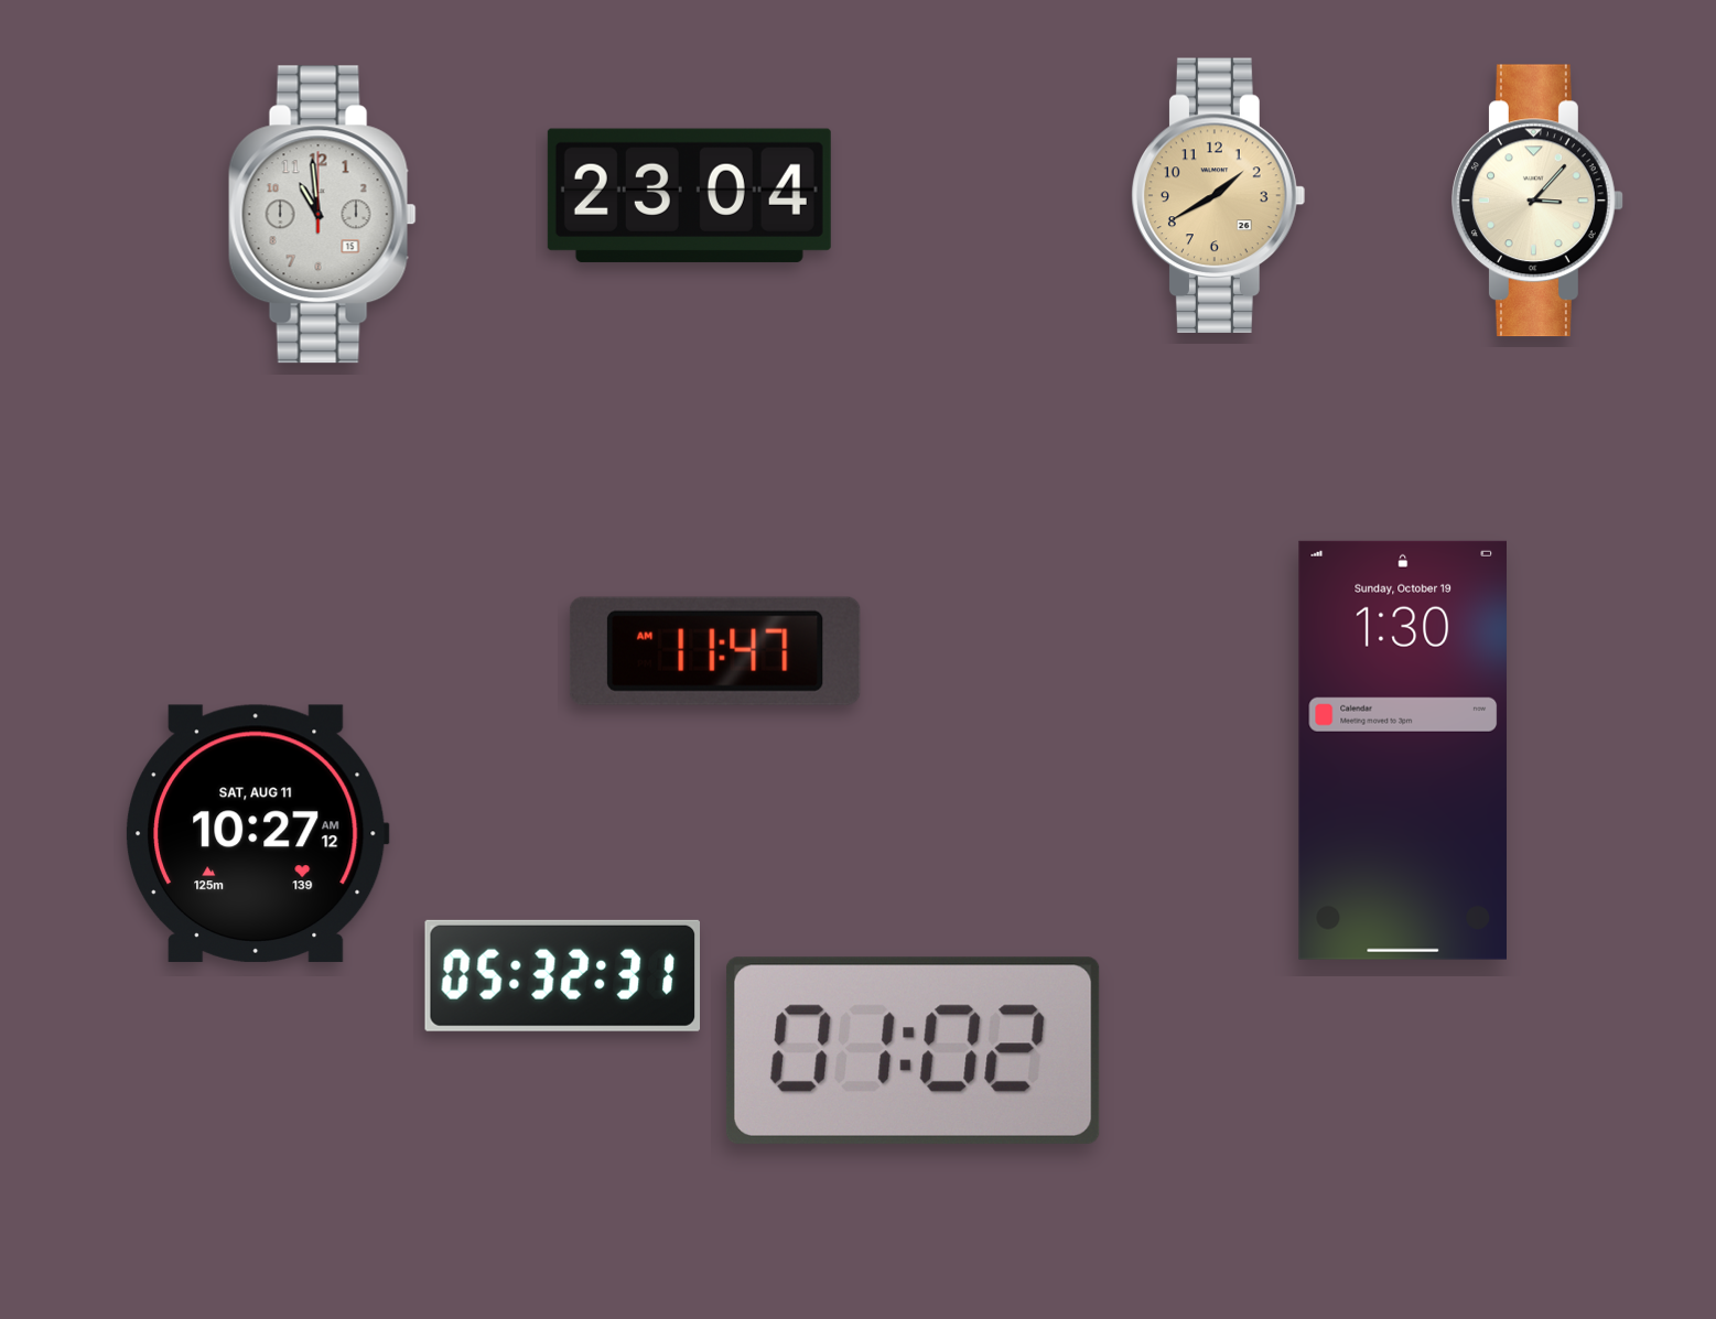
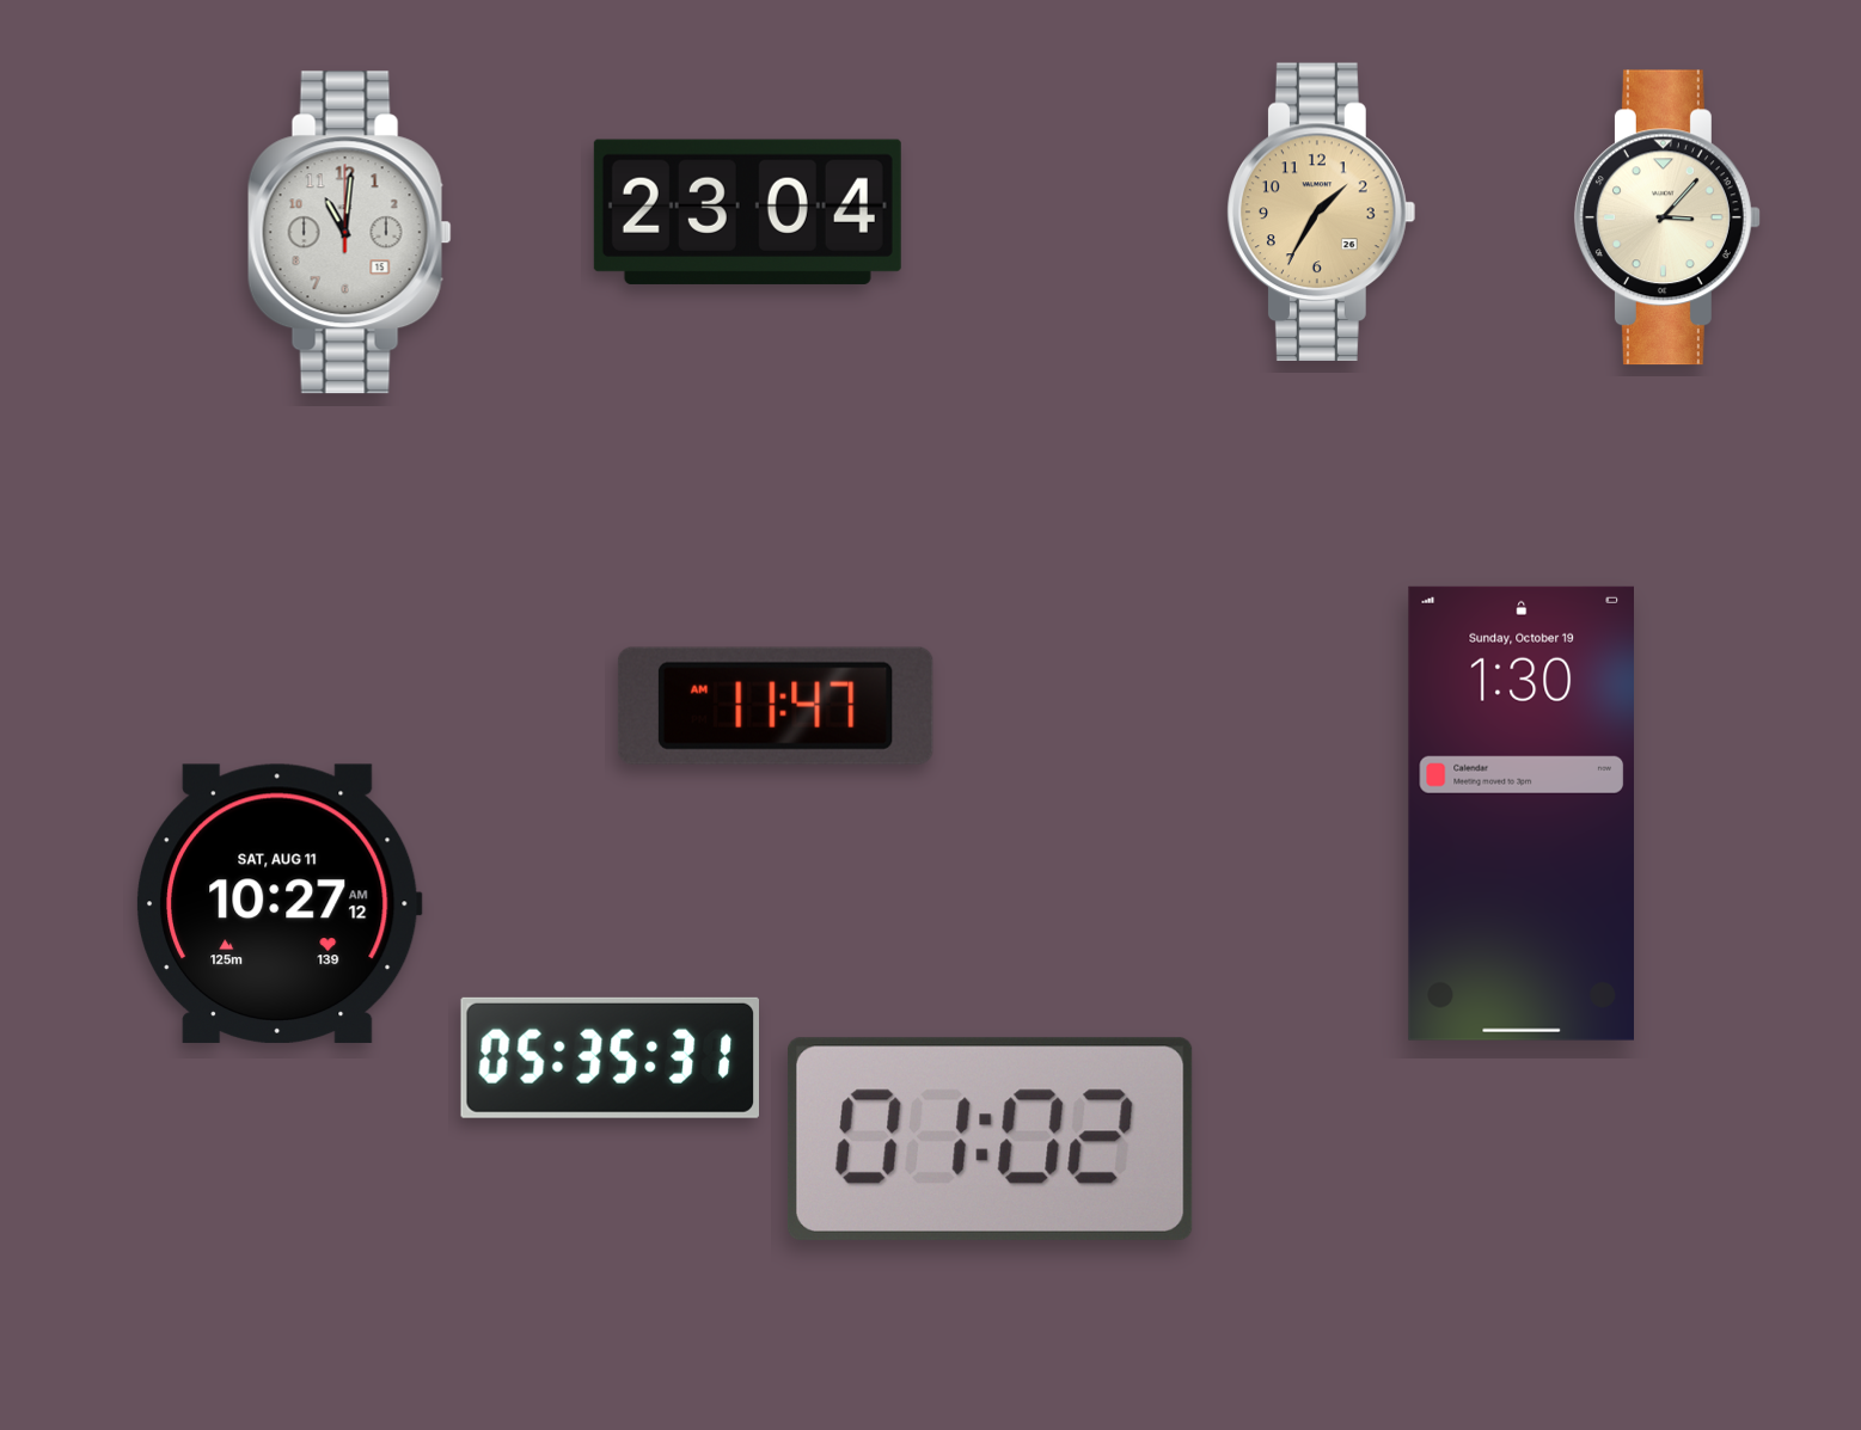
clock at (1219, 195): 1:40 -> 1:35
clock at (322, 215): 10:59 -> 11:01
clock at (562, 975): 05:32 -> 05:35
